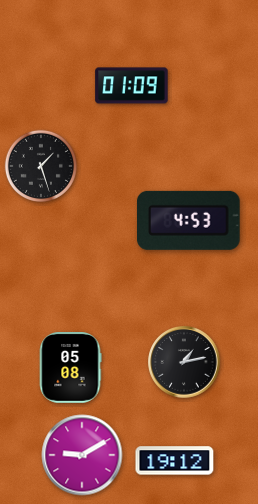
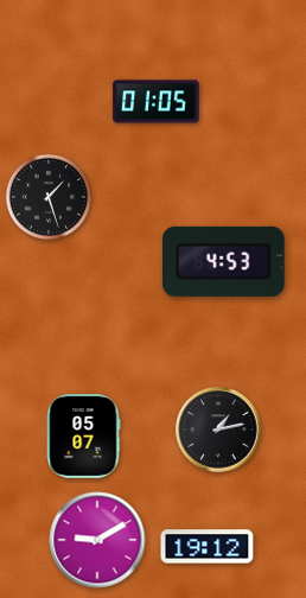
clock at (132, 86): 01:09 -> 01:05
clock at (70, 368): 05:08 -> 05:07
